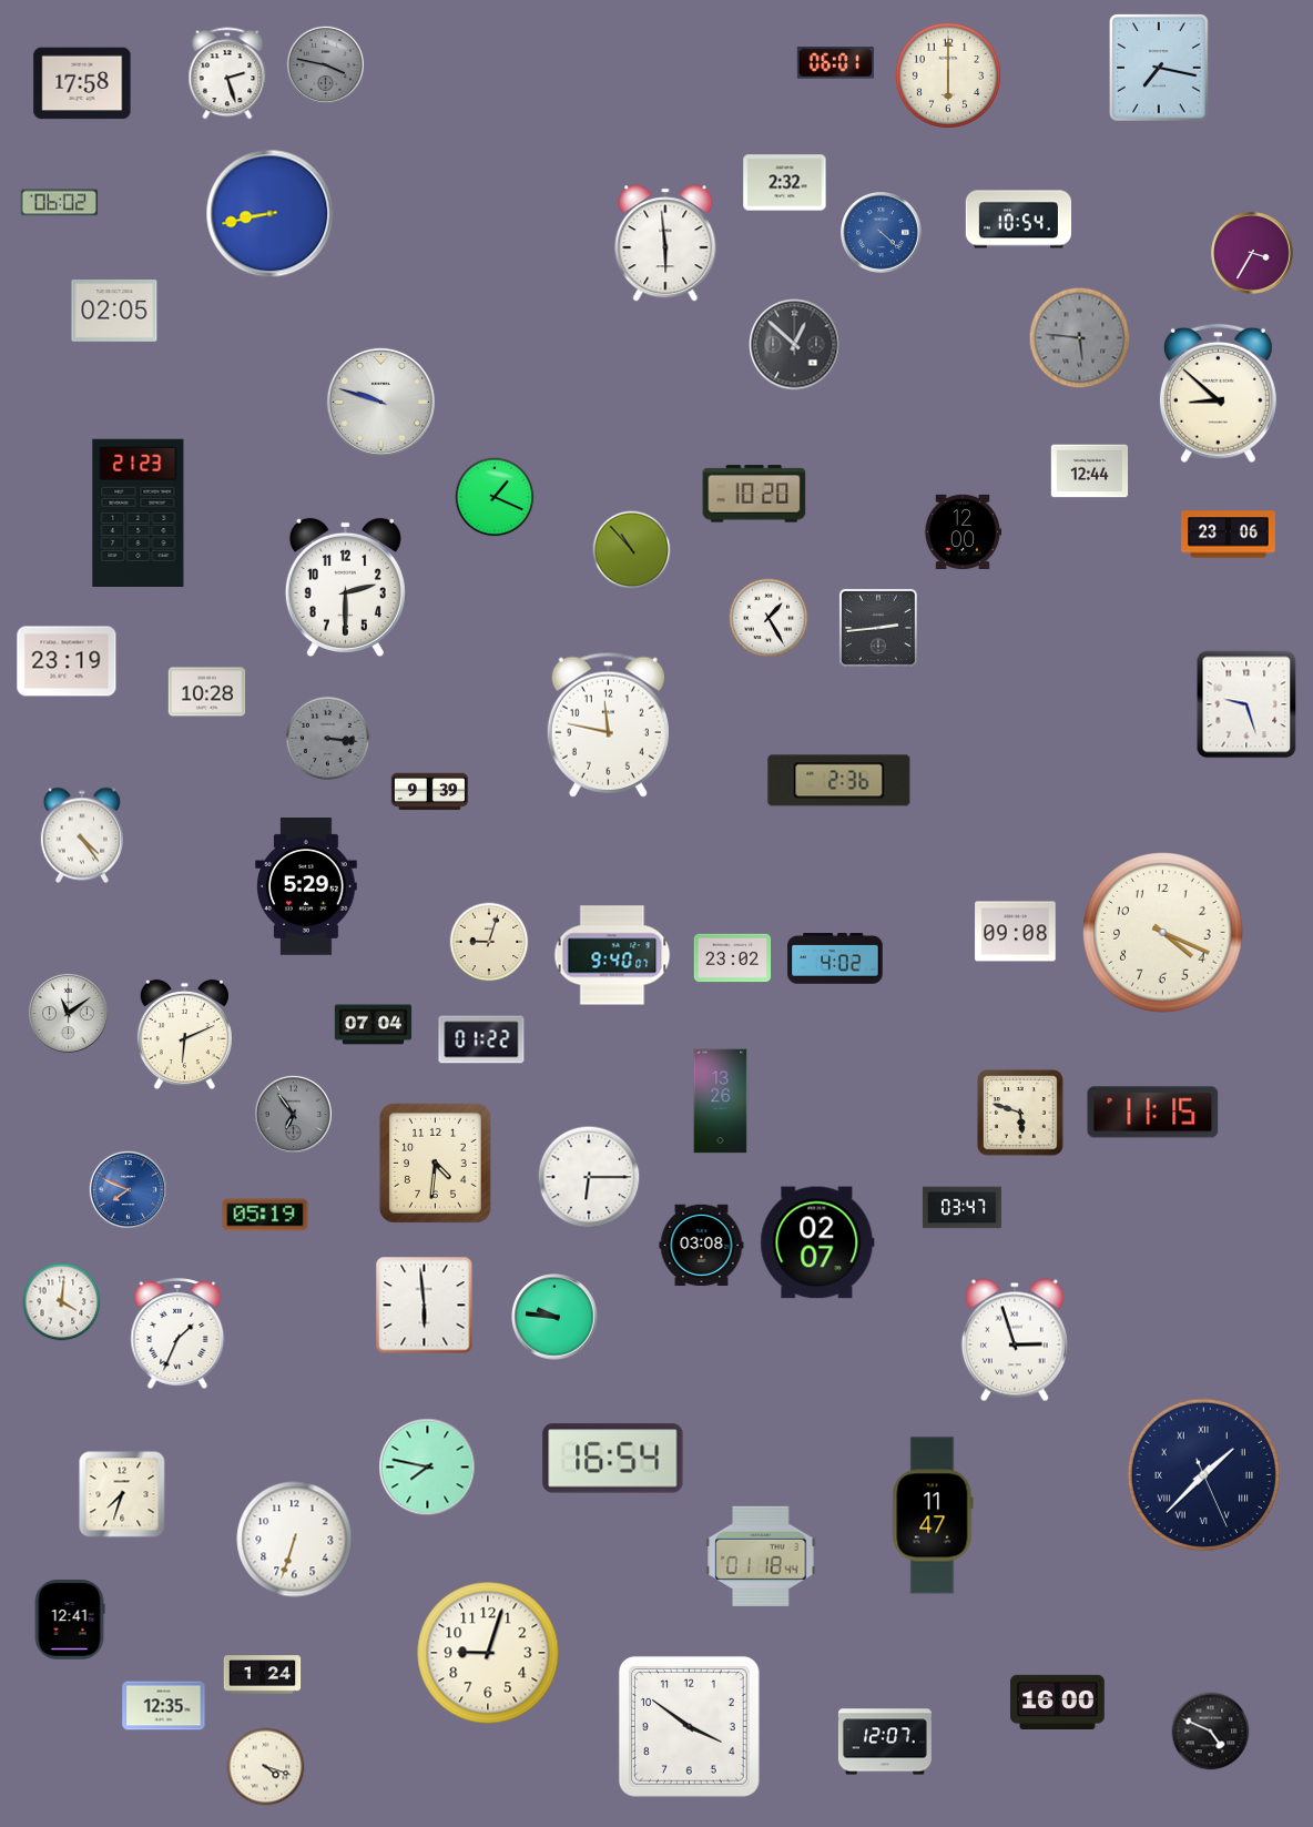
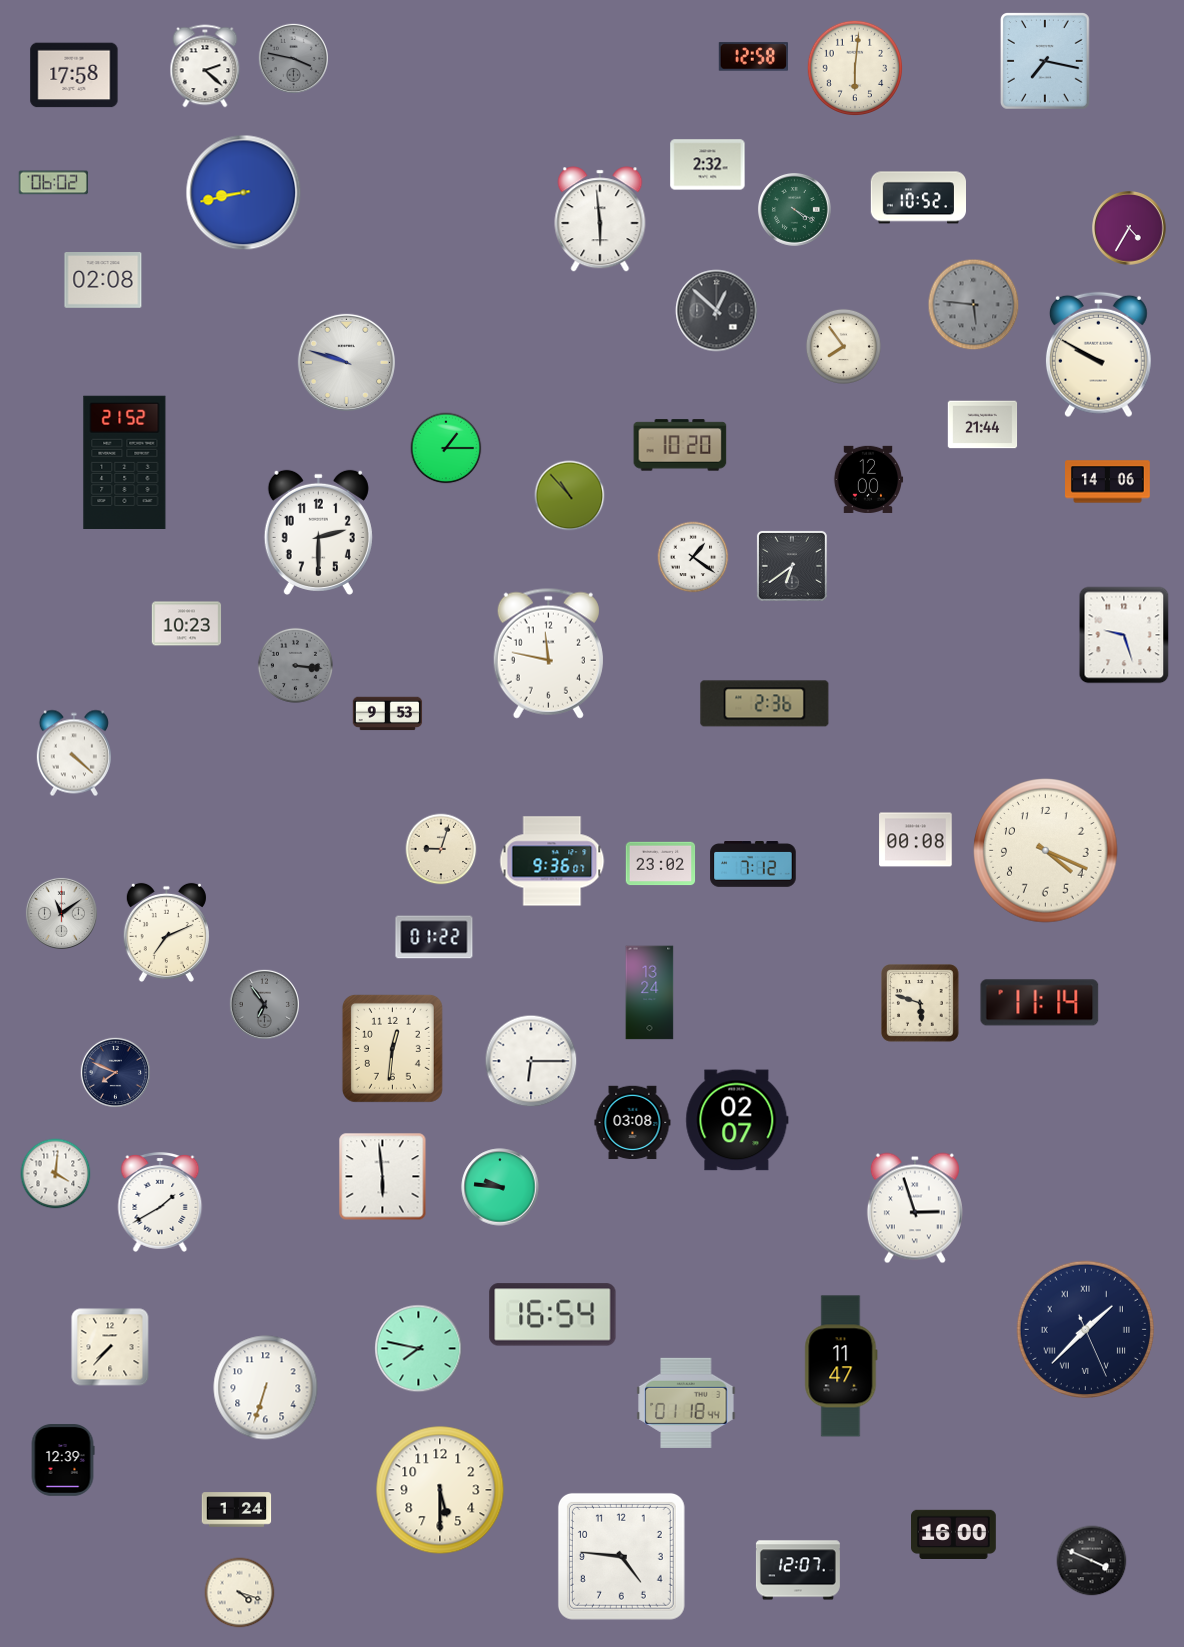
clock at (835, 63): 06:01 -> 12:58
clock at (227, 73): 2:27 -> 2:22
clock at (947, 74): 6:00 -> 6:01
clock at (1018, 220): 10:54 -> 10:52
clock at (882, 233): 4:22 -> 4:20
clock at (882, 233) dial: blue -> green
clock at (1252, 253): 3:35 -> 4:35
clock at (114, 312): 02:05 -> 02:08
clock at (843, 346): none -> 7:54
clock at (1218, 394): 8:52 -> 9:50
clock at (380, 402) position: (380, 402) -> (346, 362)
clock at (1090, 471): 12:44 -> 21:44
clock at (495, 497): 1:19 -> 1:15
clock at (139, 512): 21:23 -> 21:52
clock at (1229, 535): 23:06 -> 14:06
clock at (345, 587) position: (345, 587) -> (318, 532)
clock at (769, 618): 1:25 -> 1:21
clock at (878, 628): 2:44 -> 6:39
clock at (67, 661): 23:19 -> none
clock at (207, 692): 10:28 -> 10:23
clock at (839, 781) position: (839, 781) -> (765, 704)
clock at (430, 792): 9:39 -> 9:53
clock at (82, 835): 4:24 -> 4:22
clock at (306, 887): 5:29 -> none
clock at (1016, 932): 09:08 -> 00:08
clock at (1163, 933) position: (1163, 933) -> (1046, 851)
clock at (612, 955): 9:40 -> 9:36
clock at (835, 960): 4:02 -> 7:12
clock at (374, 1025): 07:04 -> none
clock at (184, 1035): 6:11 -> 7:11
clock at (721, 1102): 13:26 -> 13:24
clock at (1153, 1113): 11:15 -> 11:14
clock at (435, 1163): 4:31 -> 12:31
clock at (128, 1189) dial: blue -> navy
clock at (961, 1208): 03:47 -> none
clock at (265, 1215): 05:19 -> none
clock at (177, 1334): 1:34 -> 1:40
clock at (428, 1468) position: (428, 1468) -> (419, 1349)
clock at (122, 1494): 7:33 -> 7:37
clock at (70, 1621): 12:41 -> 12:39
clock at (488, 1653): 9:03 -> 5:30
clock at (164, 1706): 12:35 -> none
clock at (689, 1726): 3:51 -> 4:46
clock at (1211, 1732): 4:49 -> 3:49
